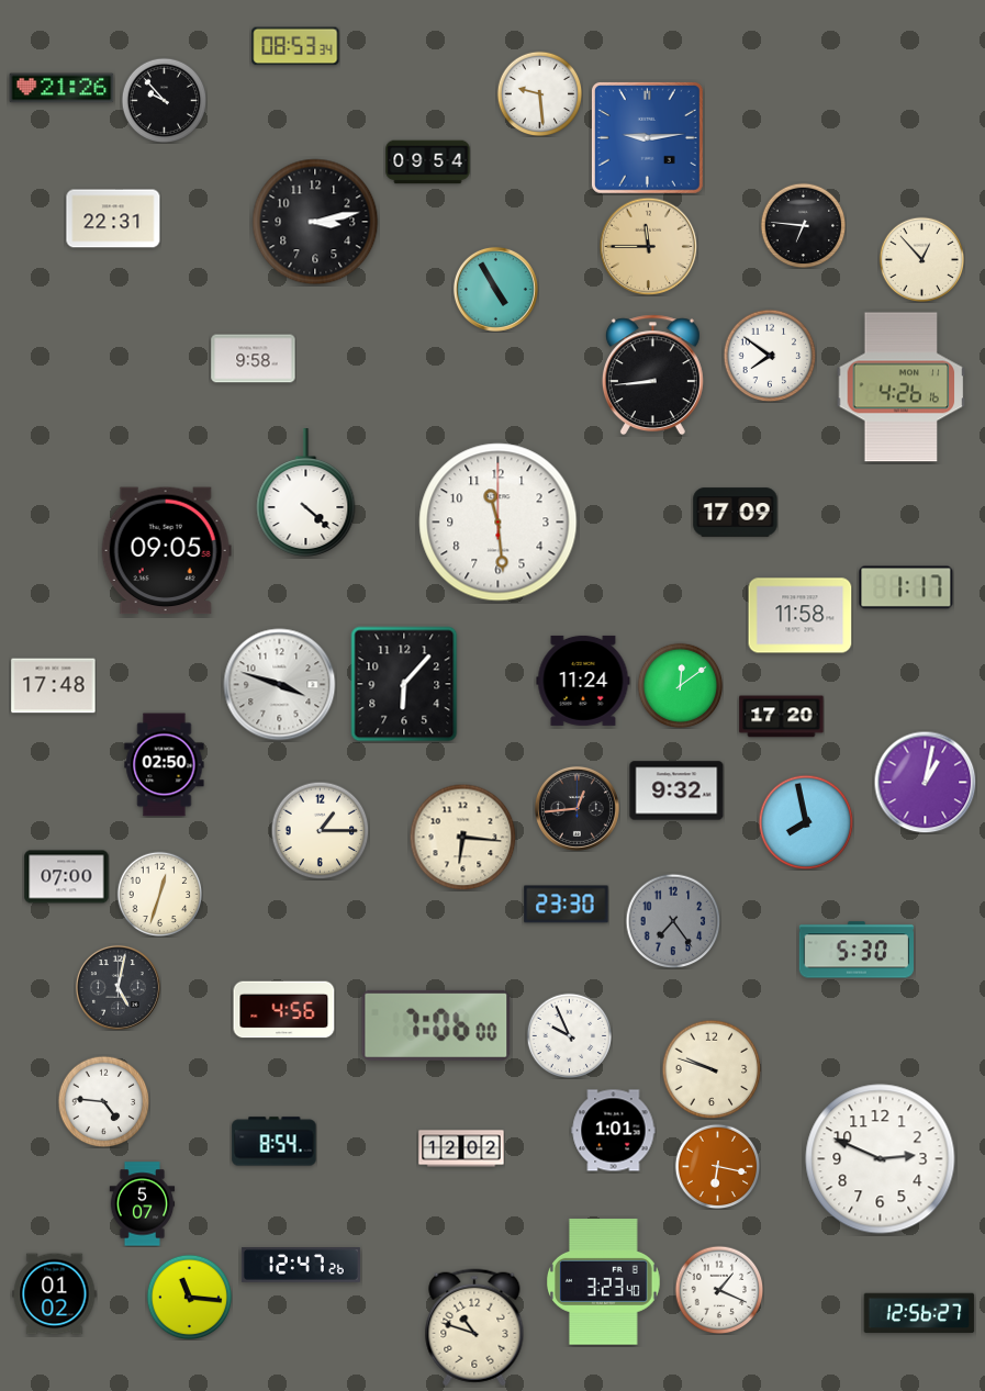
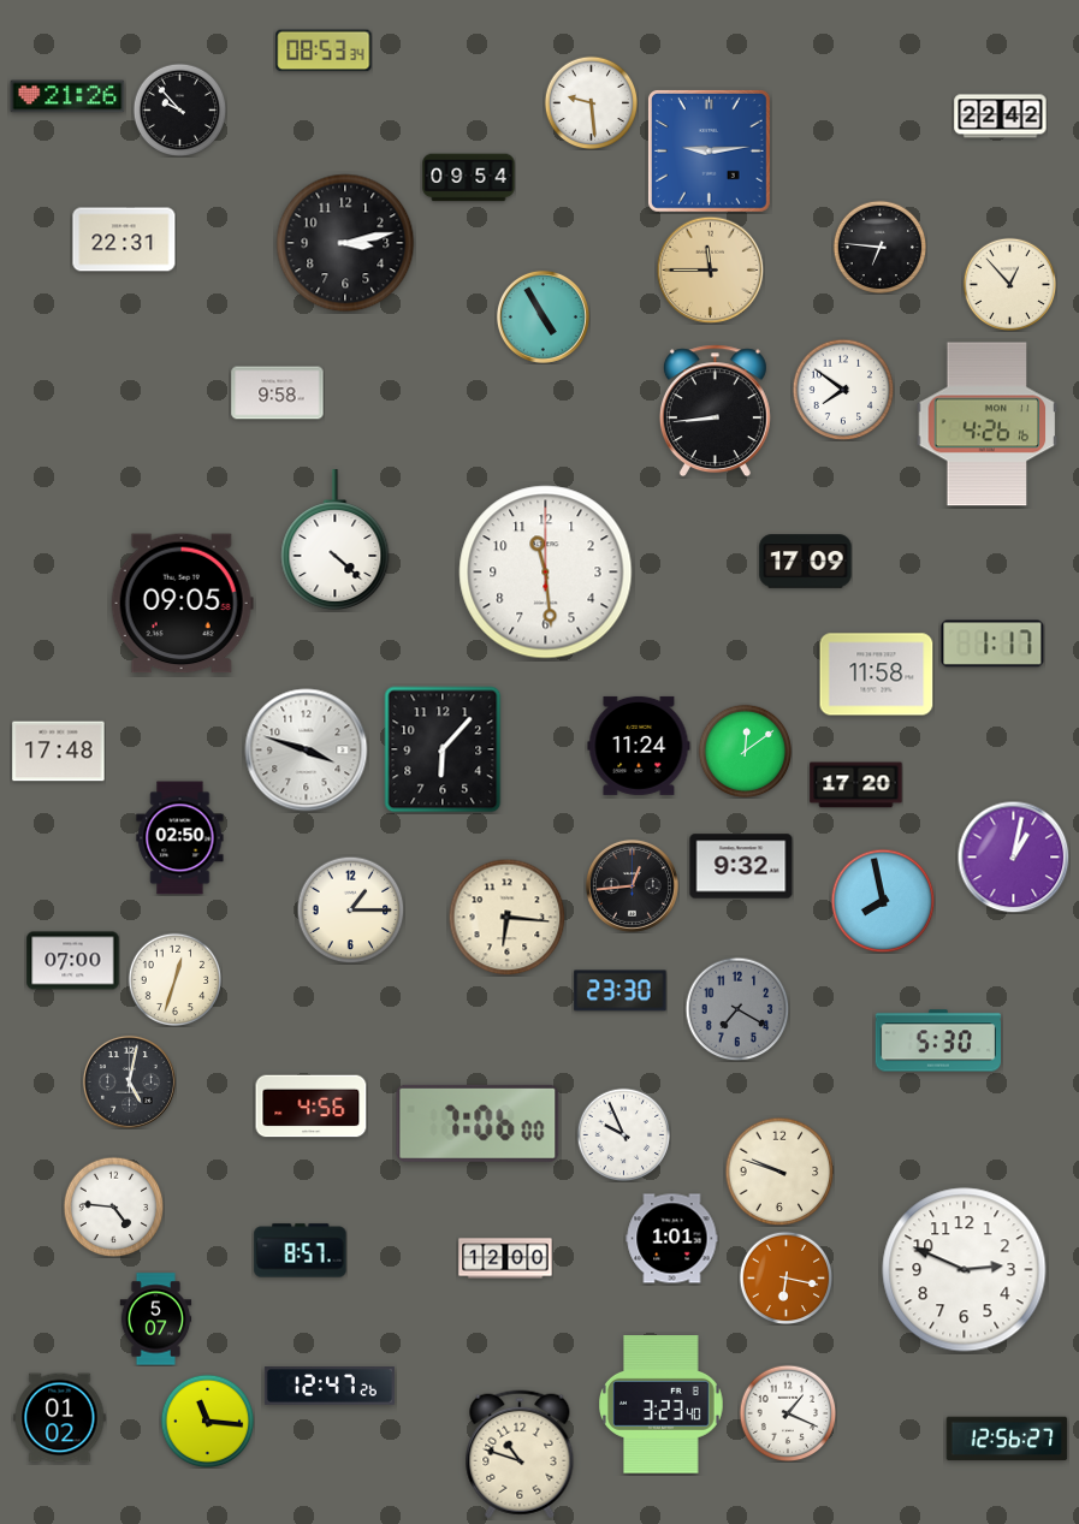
clock at (1001, 117): none -> 22:42
clock at (673, 921): 7:24 -> 7:20
clock at (275, 1142): 8:54 -> 8:57
clock at (461, 1148): 12:02 -> 12:00
